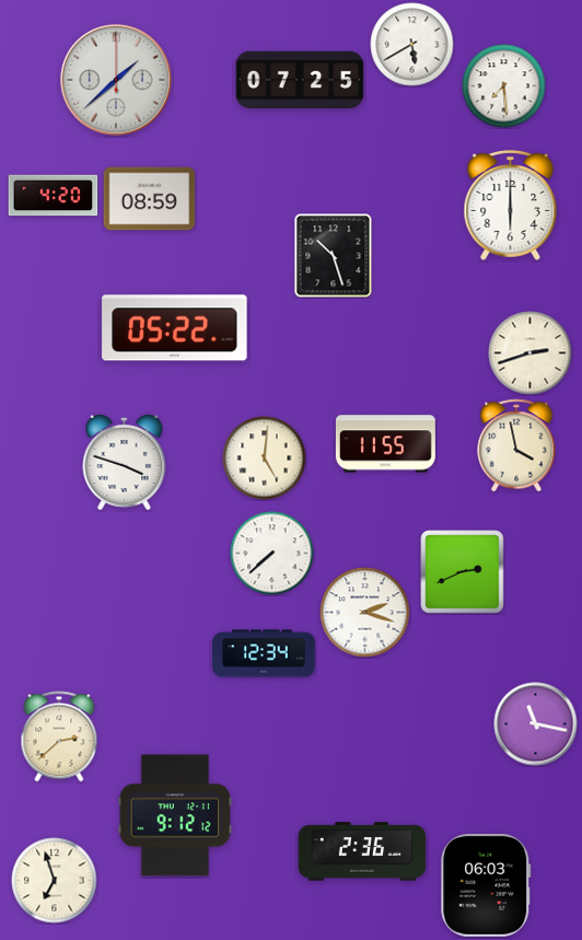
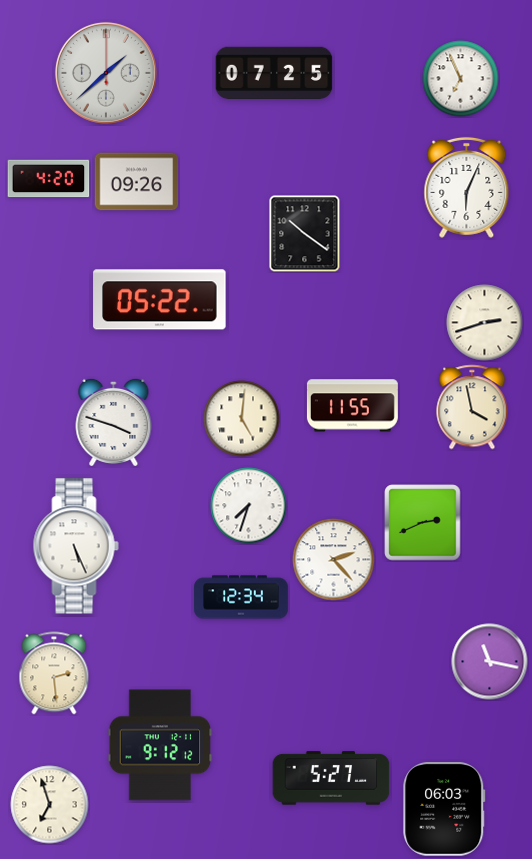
clock at (412, 45): 5:40 -> none
clock at (504, 86): 7:29 -> 6:56
clock at (150, 199): 08:59 -> 09:26
clock at (511, 205): 6:00 -> 6:04
clock at (334, 256): 10:27 -> 10:21
clock at (272, 554): 7:38 -> 7:33
clock at (76, 546): none -> 5:26
clock at (365, 613): 2:18 -> 2:23
clock at (59, 736): 2:38 -> 2:29
clock at (362, 851): 2:36 -> 5:27
